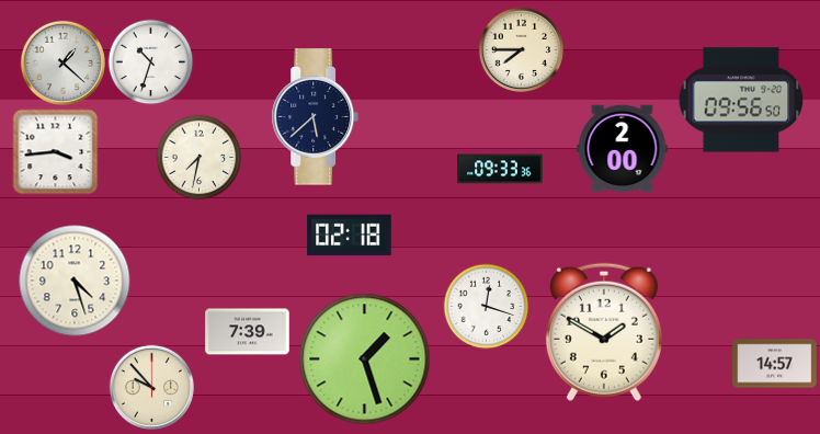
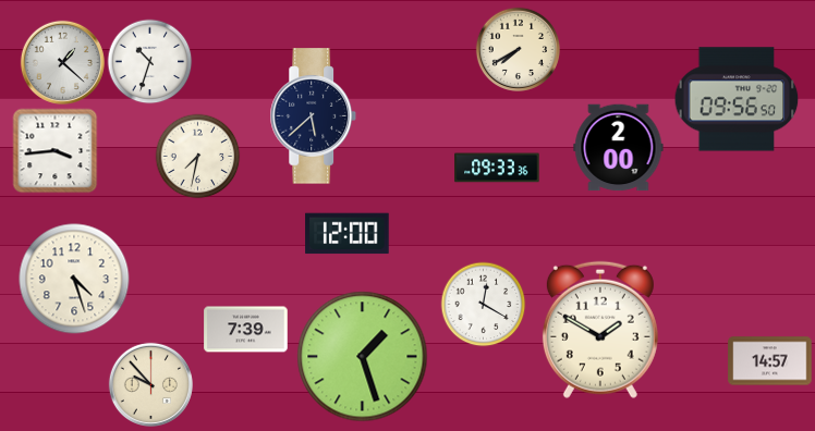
clock at (521, 49): 7:45 -> 7:40
clock at (350, 236): 02:18 -> 12:00
clock at (486, 306): 12:18 -> 12:20
